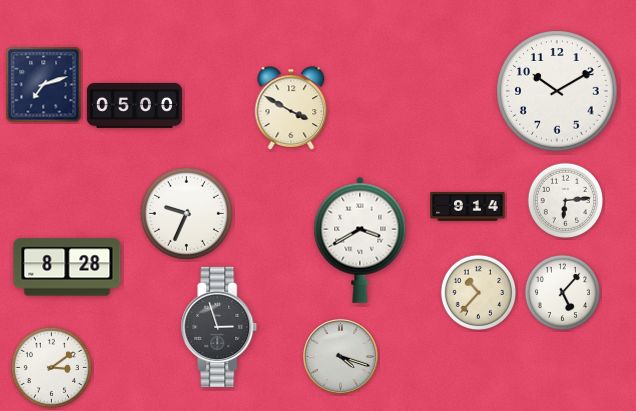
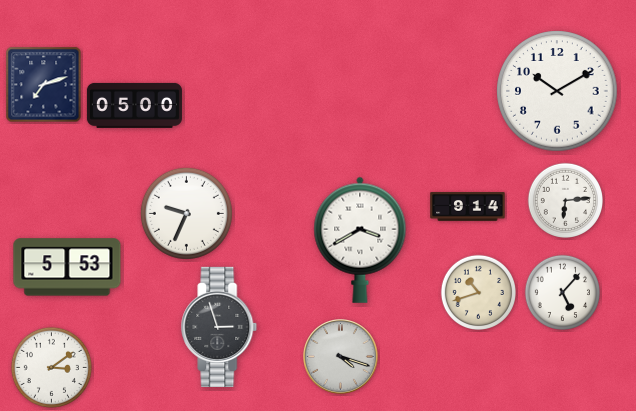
clock at (291, 108): 3:50 -> none
clock at (67, 267): 8:28 -> 5:53
clock at (478, 292): 10:37 -> 10:42
